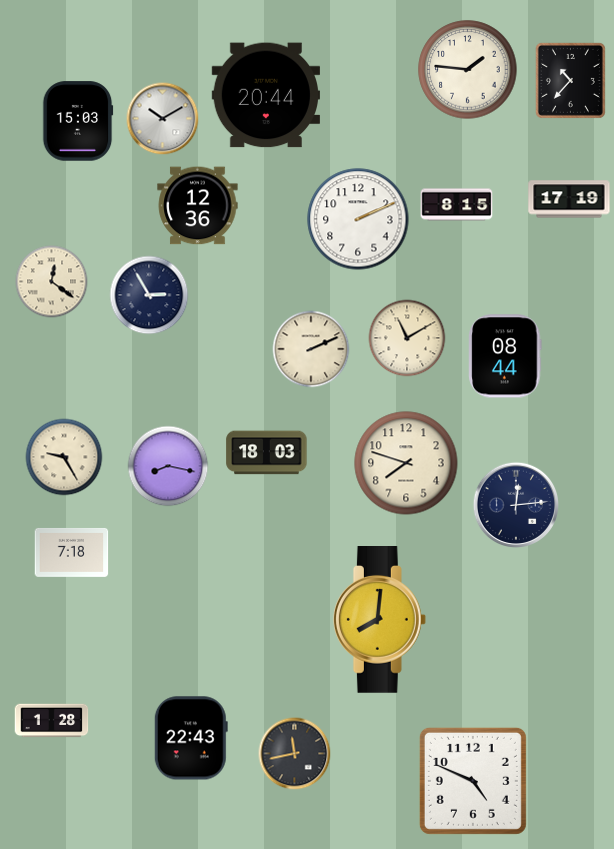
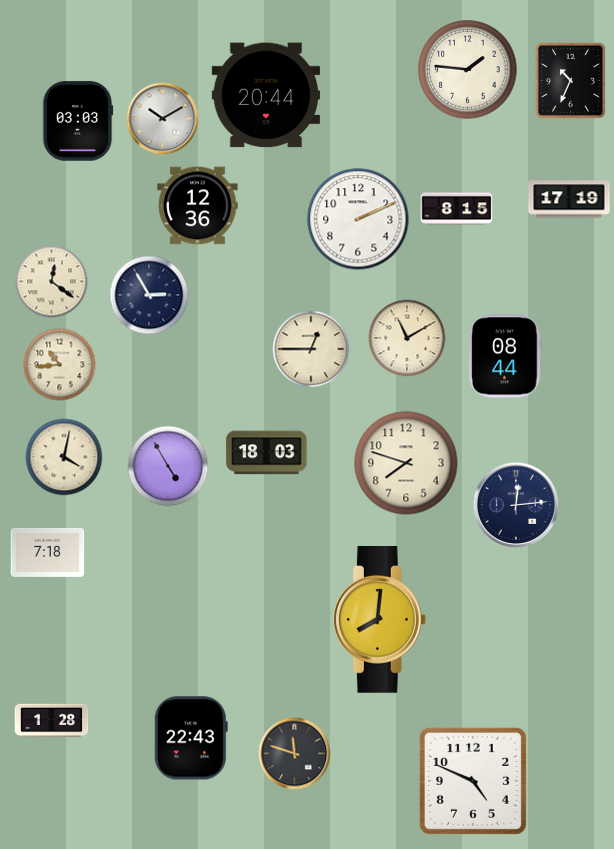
clock at (570, 80): 10:37 -> 10:34
clock at (78, 121): 15:03 -> 03:03
clock at (457, 205) position: (457, 205) -> (457, 209)
clock at (311, 349): 2:11 -> 12:45
clock at (60, 365): none -> 10:44
clock at (64, 457): 9:25 -> 4:02
clock at (168, 466): 8:17 -> 4:55
clock at (72, 552) position: (72, 552) -> (48, 552)
clock at (295, 754): 11:43 -> 11:48
